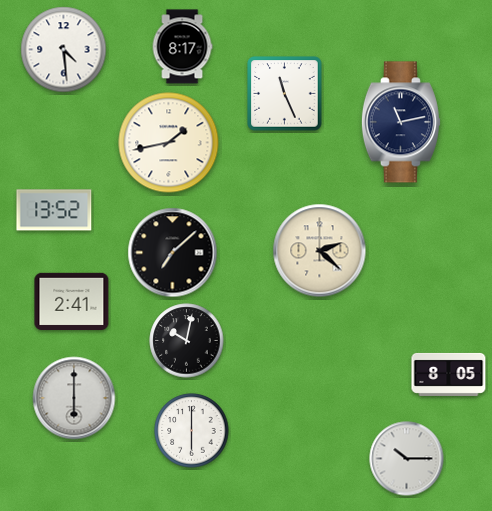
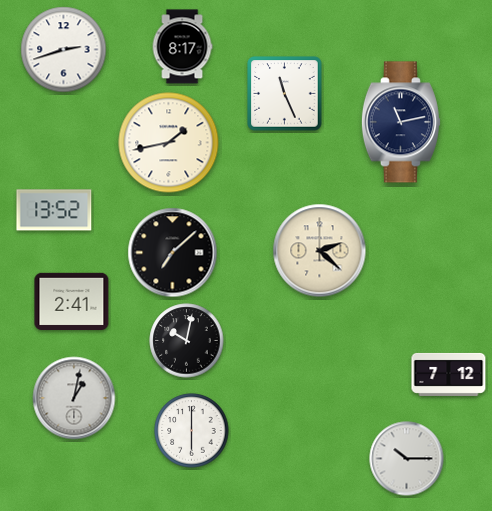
clock at (64, 50): 4:29 -> 2:42
clock at (449, 374): 8:05 -> 7:12
clock at (74, 398): 6:00 -> 1:02
